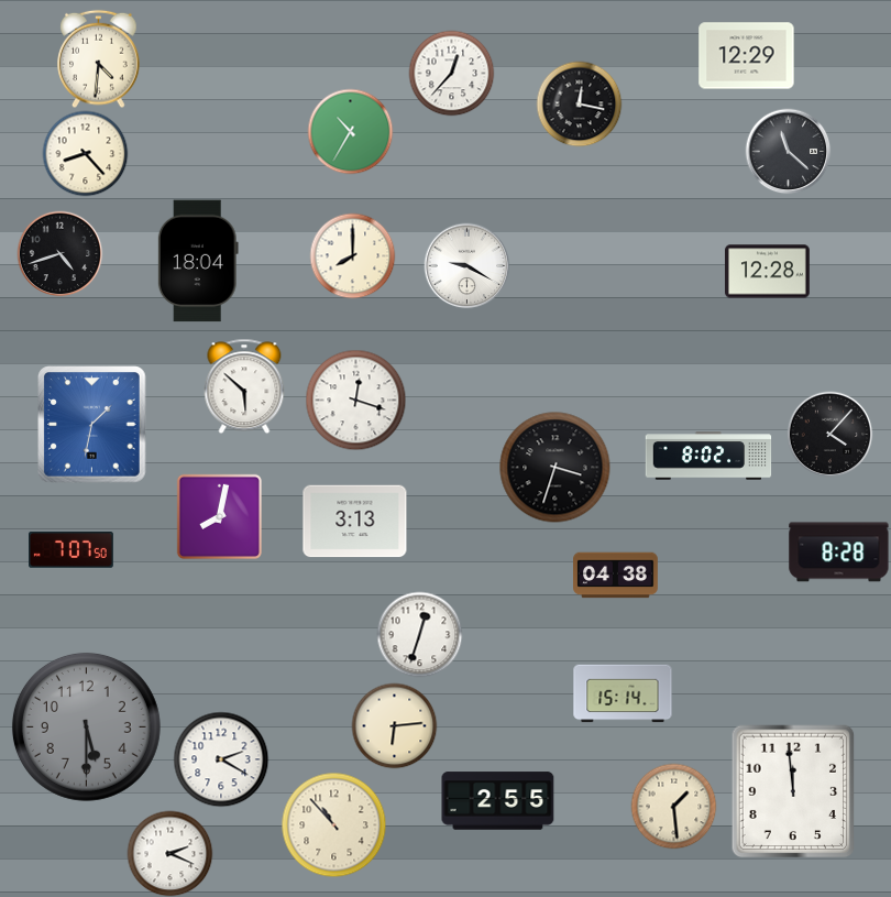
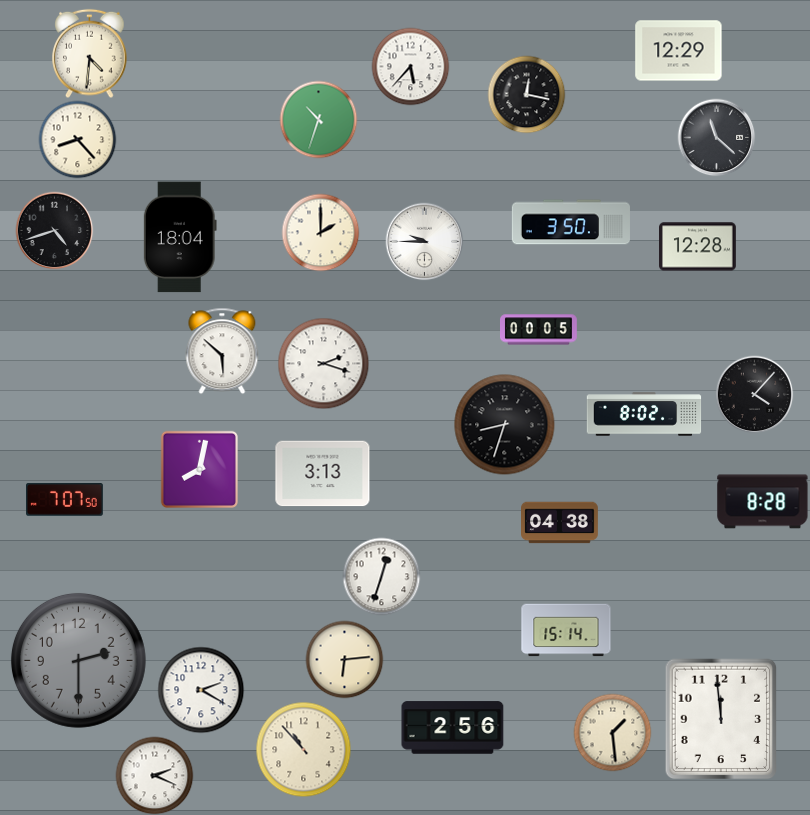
clock at (451, 73): 12:37 -> 5:37
clock at (350, 131): 10:35 -> 10:33
clock at (571, 222): none -> 3:50
clock at (352, 255): 8:00 -> 2:00
clock at (466, 265): 9:20 -> 9:45
clock at (539, 330): none -> 00:05
clock at (355, 400): 12:18 -> 2:18
clock at (92, 425): 1:32 -> none
clock at (555, 468): 3:33 -> 8:33
clock at (394, 725) position: (394, 725) -> (344, 659)
clock at (86, 726): 5:30 -> 2:30
clock at (498, 801): 2:55 -> 2:56
